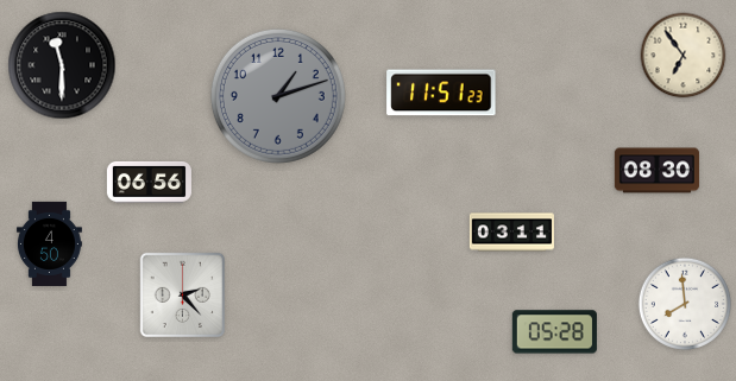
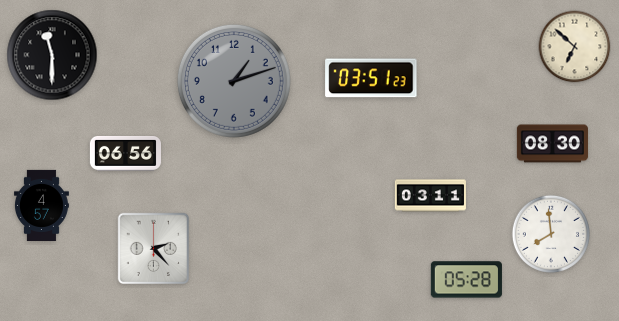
clock at (684, 56): 6:54 -> 6:52
clock at (441, 93): 11:51 -> 03:51
clock at (49, 243): 4:50 -> 4:57
clock at (685, 304) position: (685, 304) -> (551, 234)
